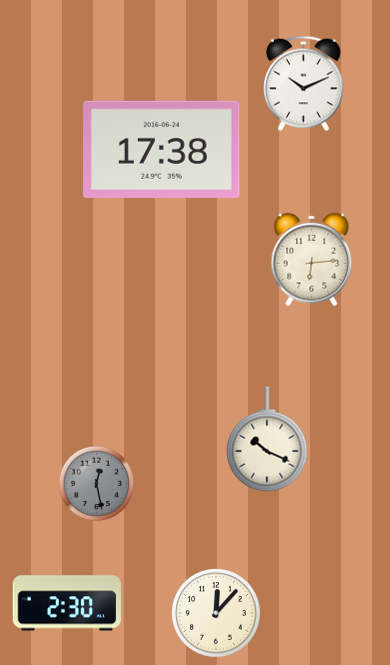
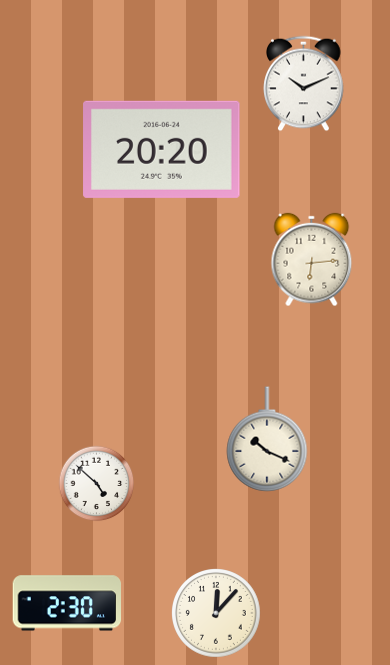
clock at (162, 149): 17:38 -> 20:20
clock at (97, 484): 12:28 -> 4:52
clock at (97, 484) dial: grey -> white
